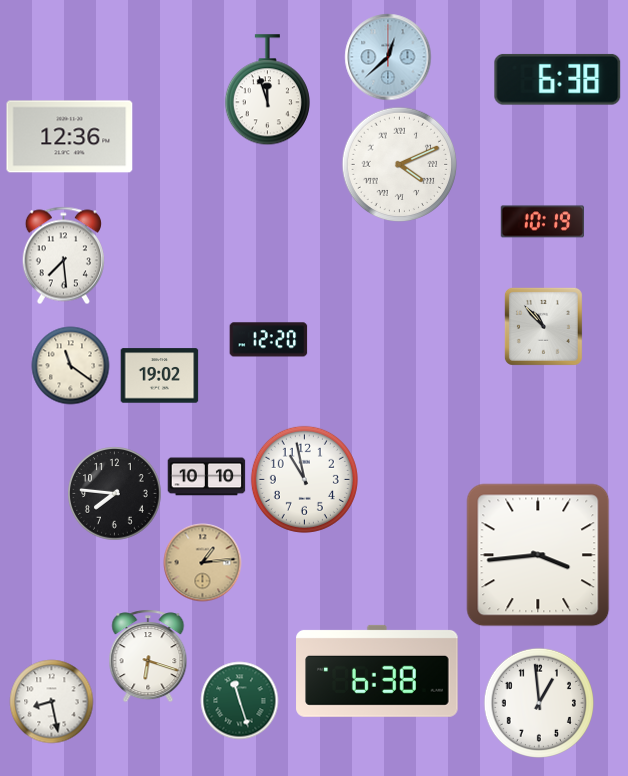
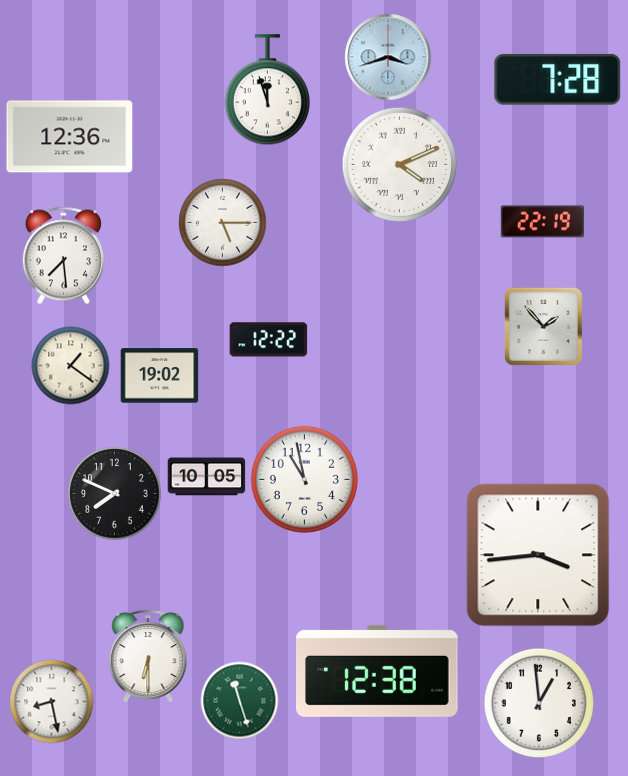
clock at (388, 57): 12:38 -> 3:42
clock at (558, 79): 6:38 -> 7:28
clock at (222, 222): none -> 5:15
clock at (542, 222): 10:19 -> 22:19
clock at (543, 326): 10:53 -> 1:53
clock at (268, 340): 12:20 -> 12:22
clock at (70, 365): 11:21 -> 1:21
clock at (206, 477): 10:10 -> 10:05
clock at (114, 493): 7:46 -> 7:49
clock at (202, 562): 1:14 -> none
clock at (148, 656): 6:18 -> 6:30
clock at (377, 671): 6:38 -> 12:38
